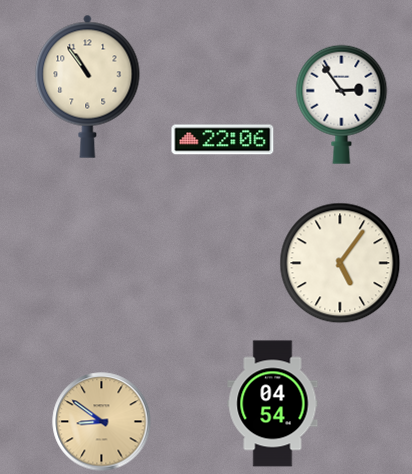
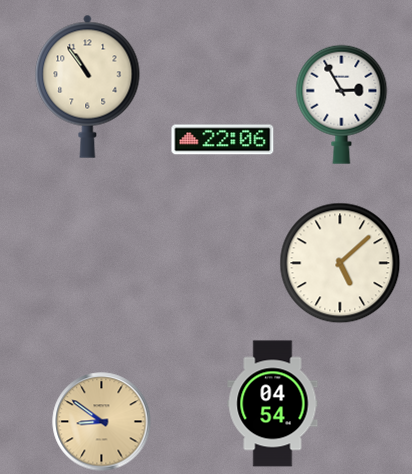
clock at (342, 104): 2:54 -> 2:55
clock at (340, 263): 5:06 -> 5:08
